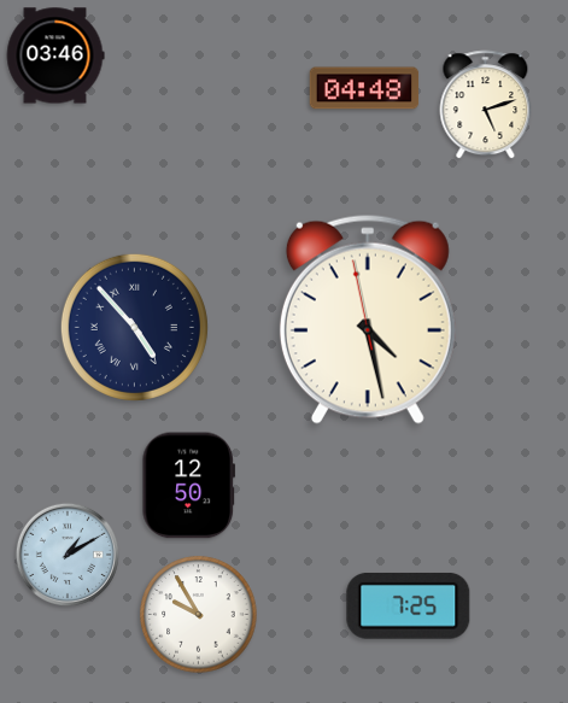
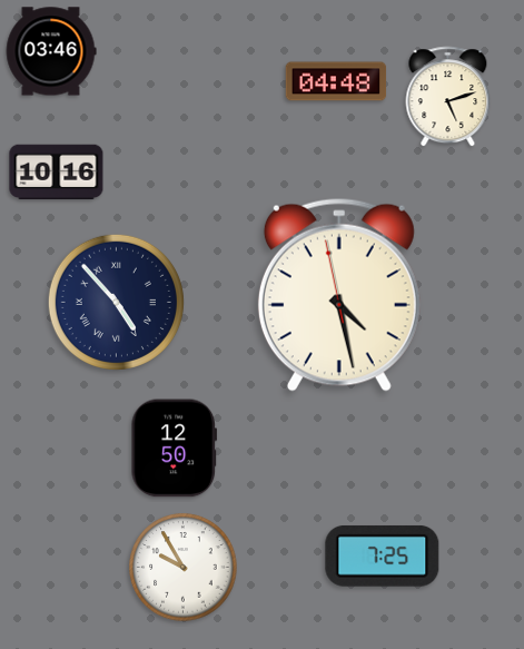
clock at (57, 173): none -> 10:16
clock at (134, 327) position: (134, 327) -> (116, 302)
clock at (68, 555): 1:10 -> none
clock at (409, 605) position: (409, 605) -> (383, 555)
